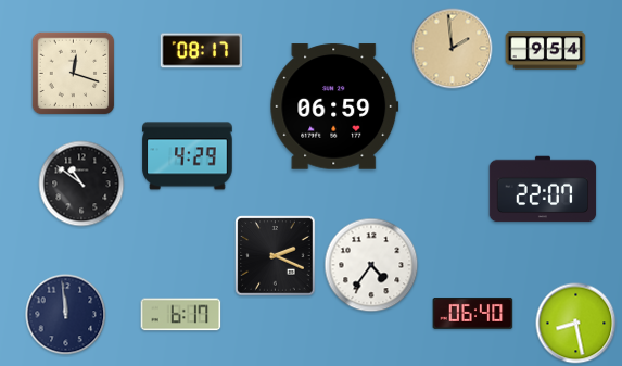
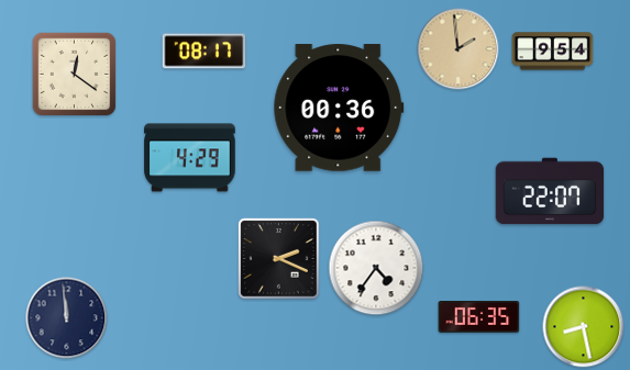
clock at (74, 74): 12:18 -> 12:21
clock at (334, 106): 06:59 -> 00:36
clock at (81, 184): 10:51 -> none
clock at (473, 314): 06:40 -> 06:35
clock at (181, 315): 6:17 -> none
